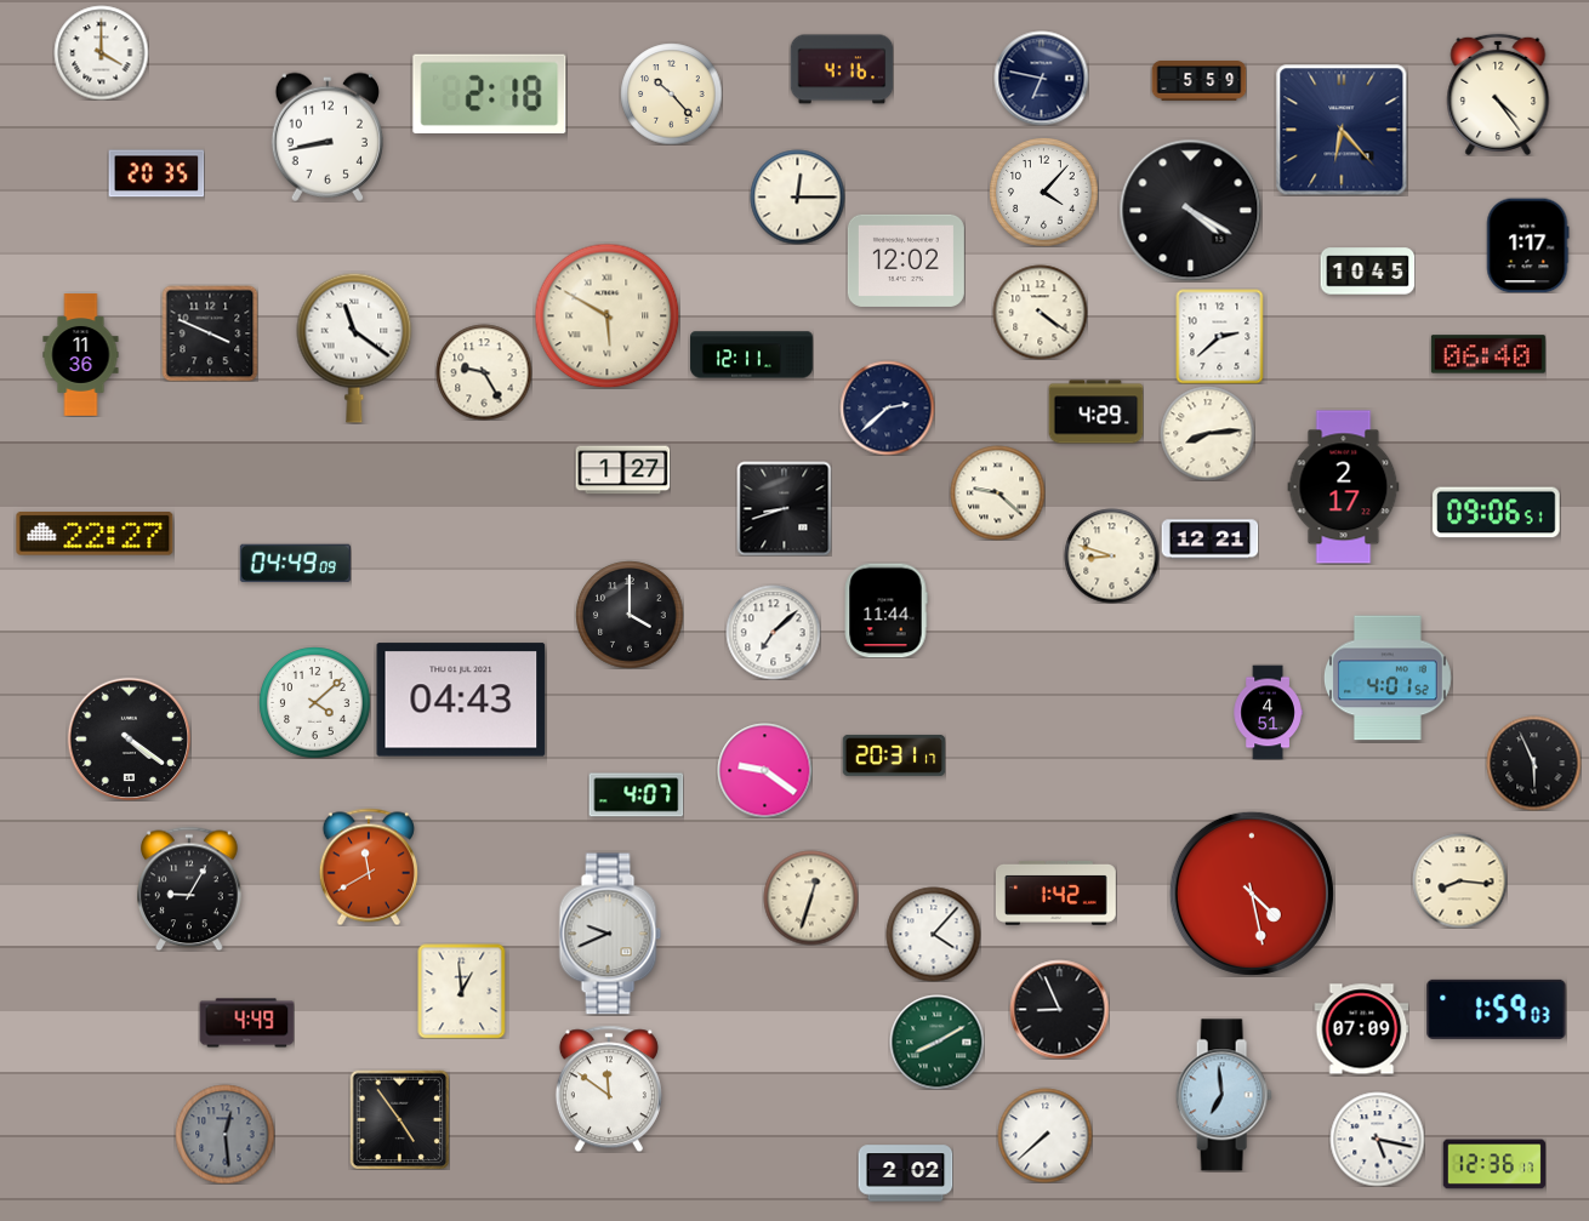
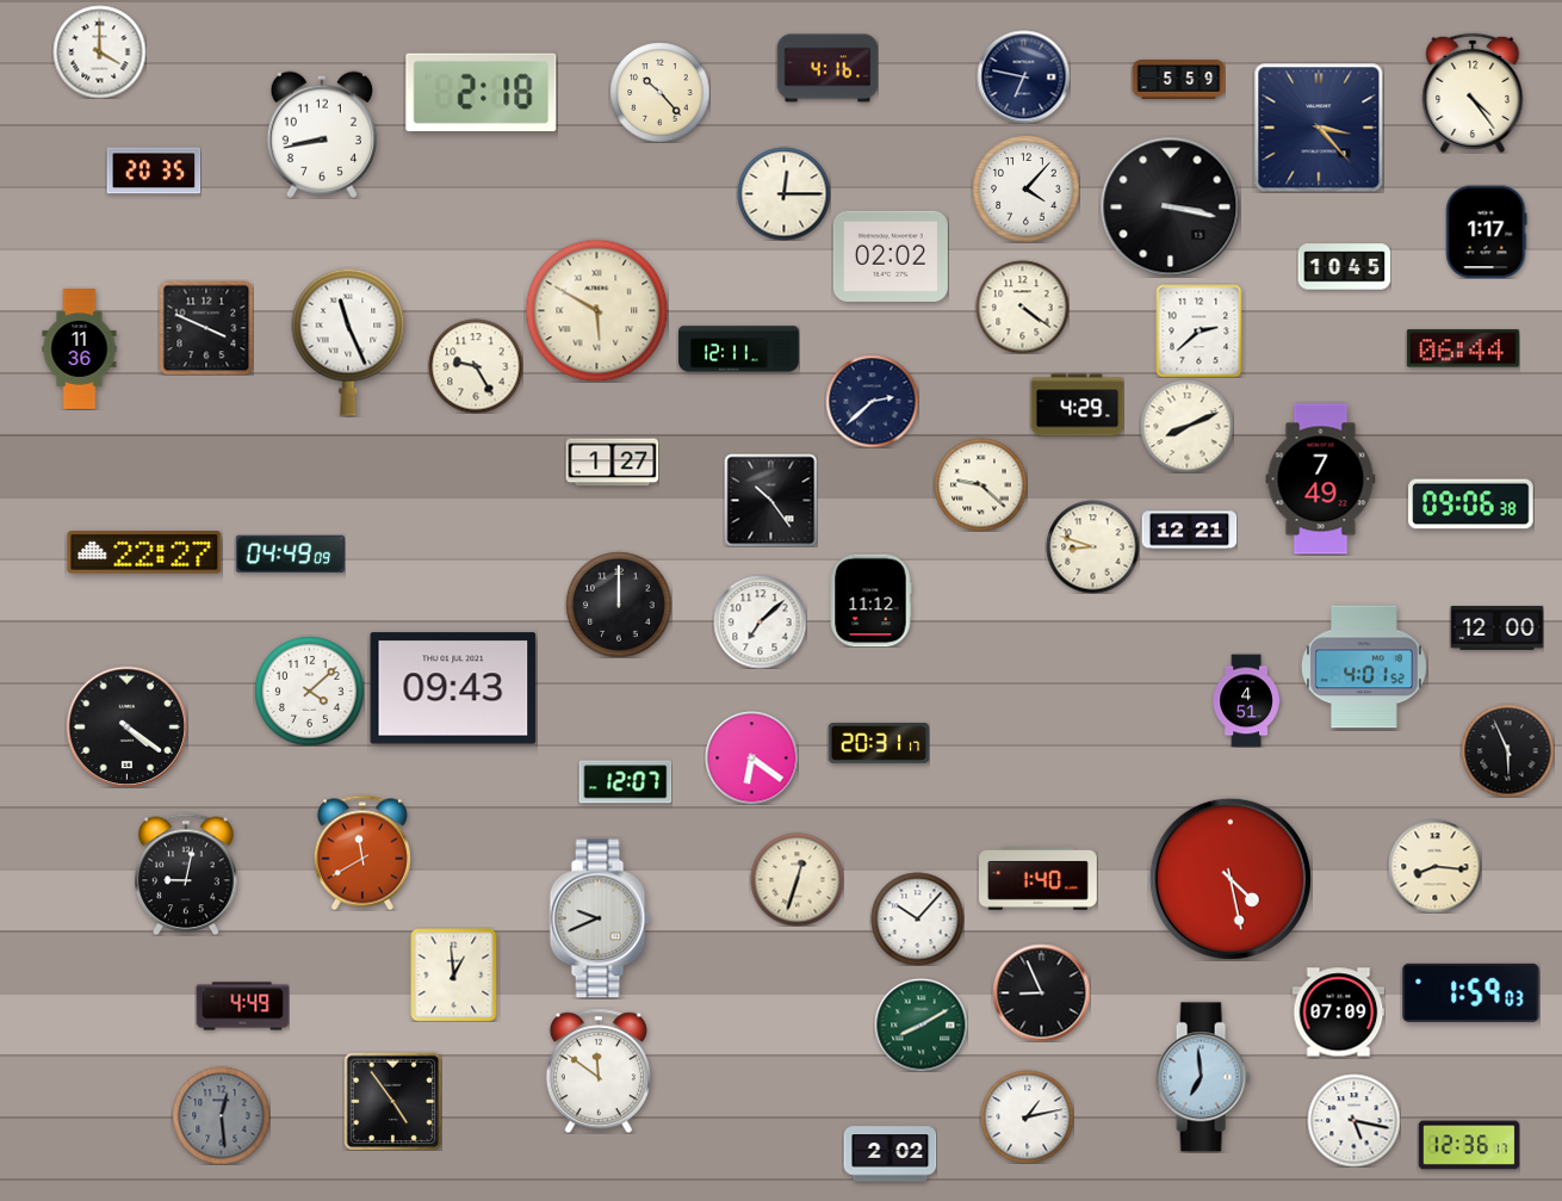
clock at (1342, 130): 6:23 -> 3:23
clock at (1190, 210): 4:20 -> 3:17
clock at (1527, 245) position: (1527, 245) -> (1486, 231)
clock at (906, 261): 12:02 -> 02:02
clock at (354, 348): 11:21 -> 11:26
clock at (1488, 354): 06:40 -> 06:44
clock at (1207, 433): 8:14 -> 8:11
clock at (1344, 487): 2:17 -> 7:49
clock at (784, 508): 8:42 -> 10:24
clock at (1497, 513): 09:06:51 -> 09:06:38
clock at (95, 534) position: (95, 534) -> (144, 552)
clock at (885, 610): 11:44 -> 11:12
clock at (630, 615): 4:00 -> 12:00
clock at (1496, 629): none -> 12:00
clock at (461, 700): 04:43 -> 09:43
clock at (764, 770): 9:21 -> 6:21
clock at (636, 795): 4:07 -> 12:07
clock at (190, 889): 9:05 -> 9:02
clock at (1055, 892): 1:42 -> 1:40
clock at (810, 897) position: (810, 897) -> (797, 879)
clock at (933, 934): 4:07 -> 10:07
clock at (1044, 1135): 7:38 -> 1:13
